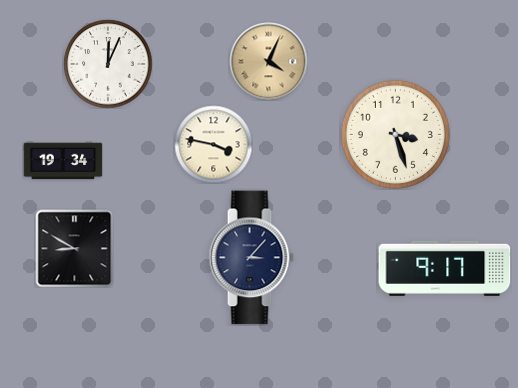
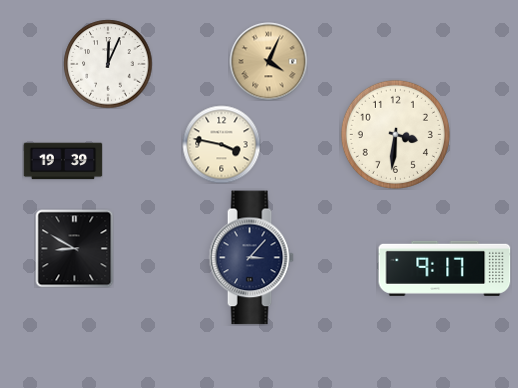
clock at (395, 134): 3:27 -> 3:31
clock at (213, 144) position: (213, 144) -> (221, 144)
clock at (63, 161): 19:34 -> 19:39
